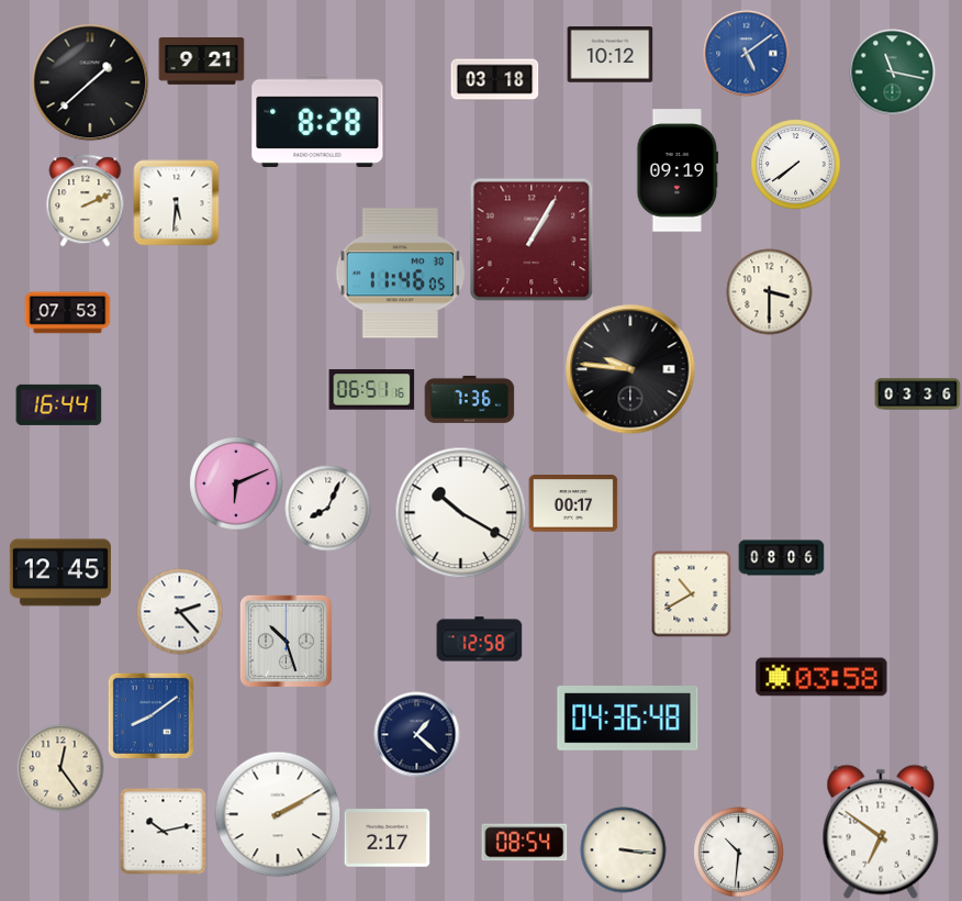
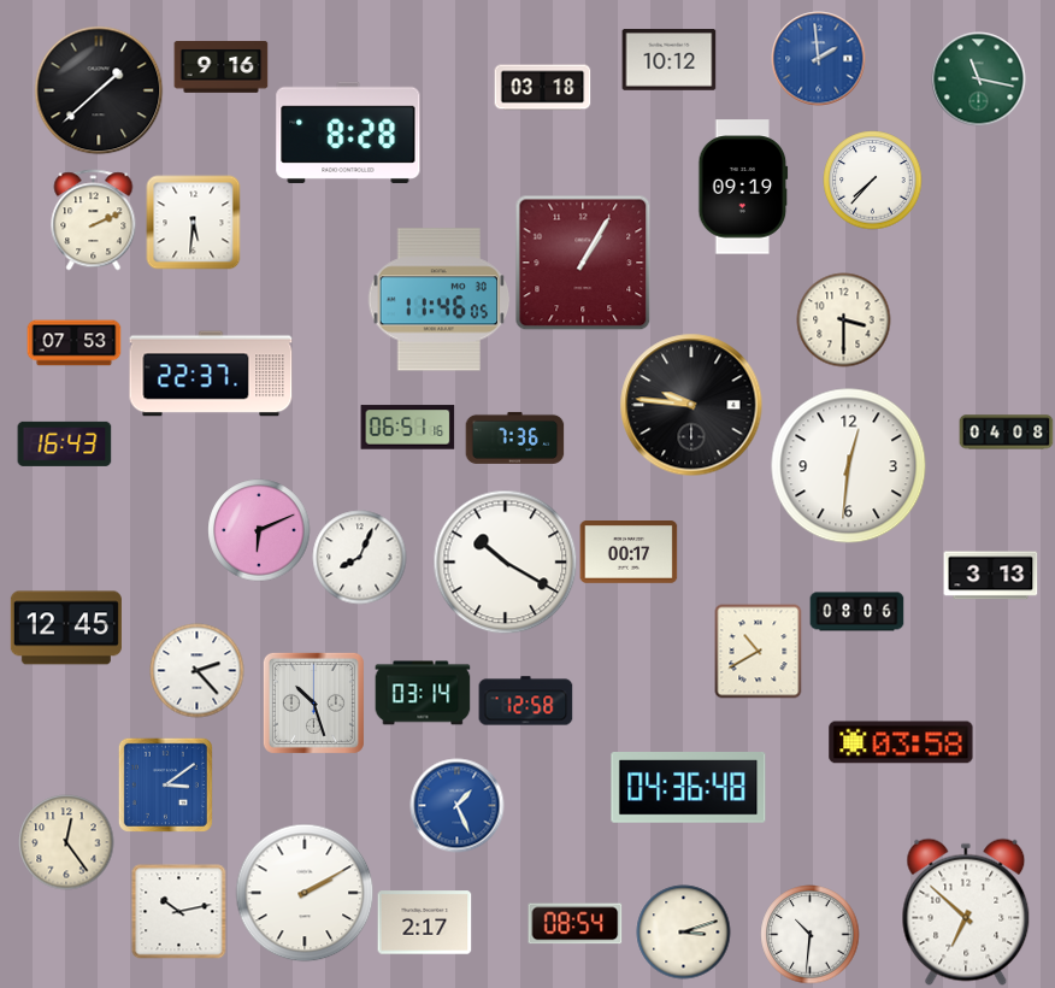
clock at (746, 53): 5:09 -> 1:59
clock at (201, 62): 9:21 -> 9:16
clock at (795, 164): 7:39 -> 7:37
clock at (211, 374): none -> 22:37
clock at (917, 394): 03:36 -> 04:08
clock at (58, 404): 16:44 -> 16:43
clock at (848, 465): none -> 12:31
clock at (990, 576): none -> 3:13
clock at (423, 693): none -> 03:14
clock at (150, 715): 8:09 -> 3:09
clock at (416, 734): 1:22 -> 1:26
clock at (416, 734) dial: navy -> blue
clock at (881, 832): 6:51 -> 6:52
clock at (387, 838) position: (387, 838) -> (424, 923)
clock at (623, 849): 3:16 -> 3:12
